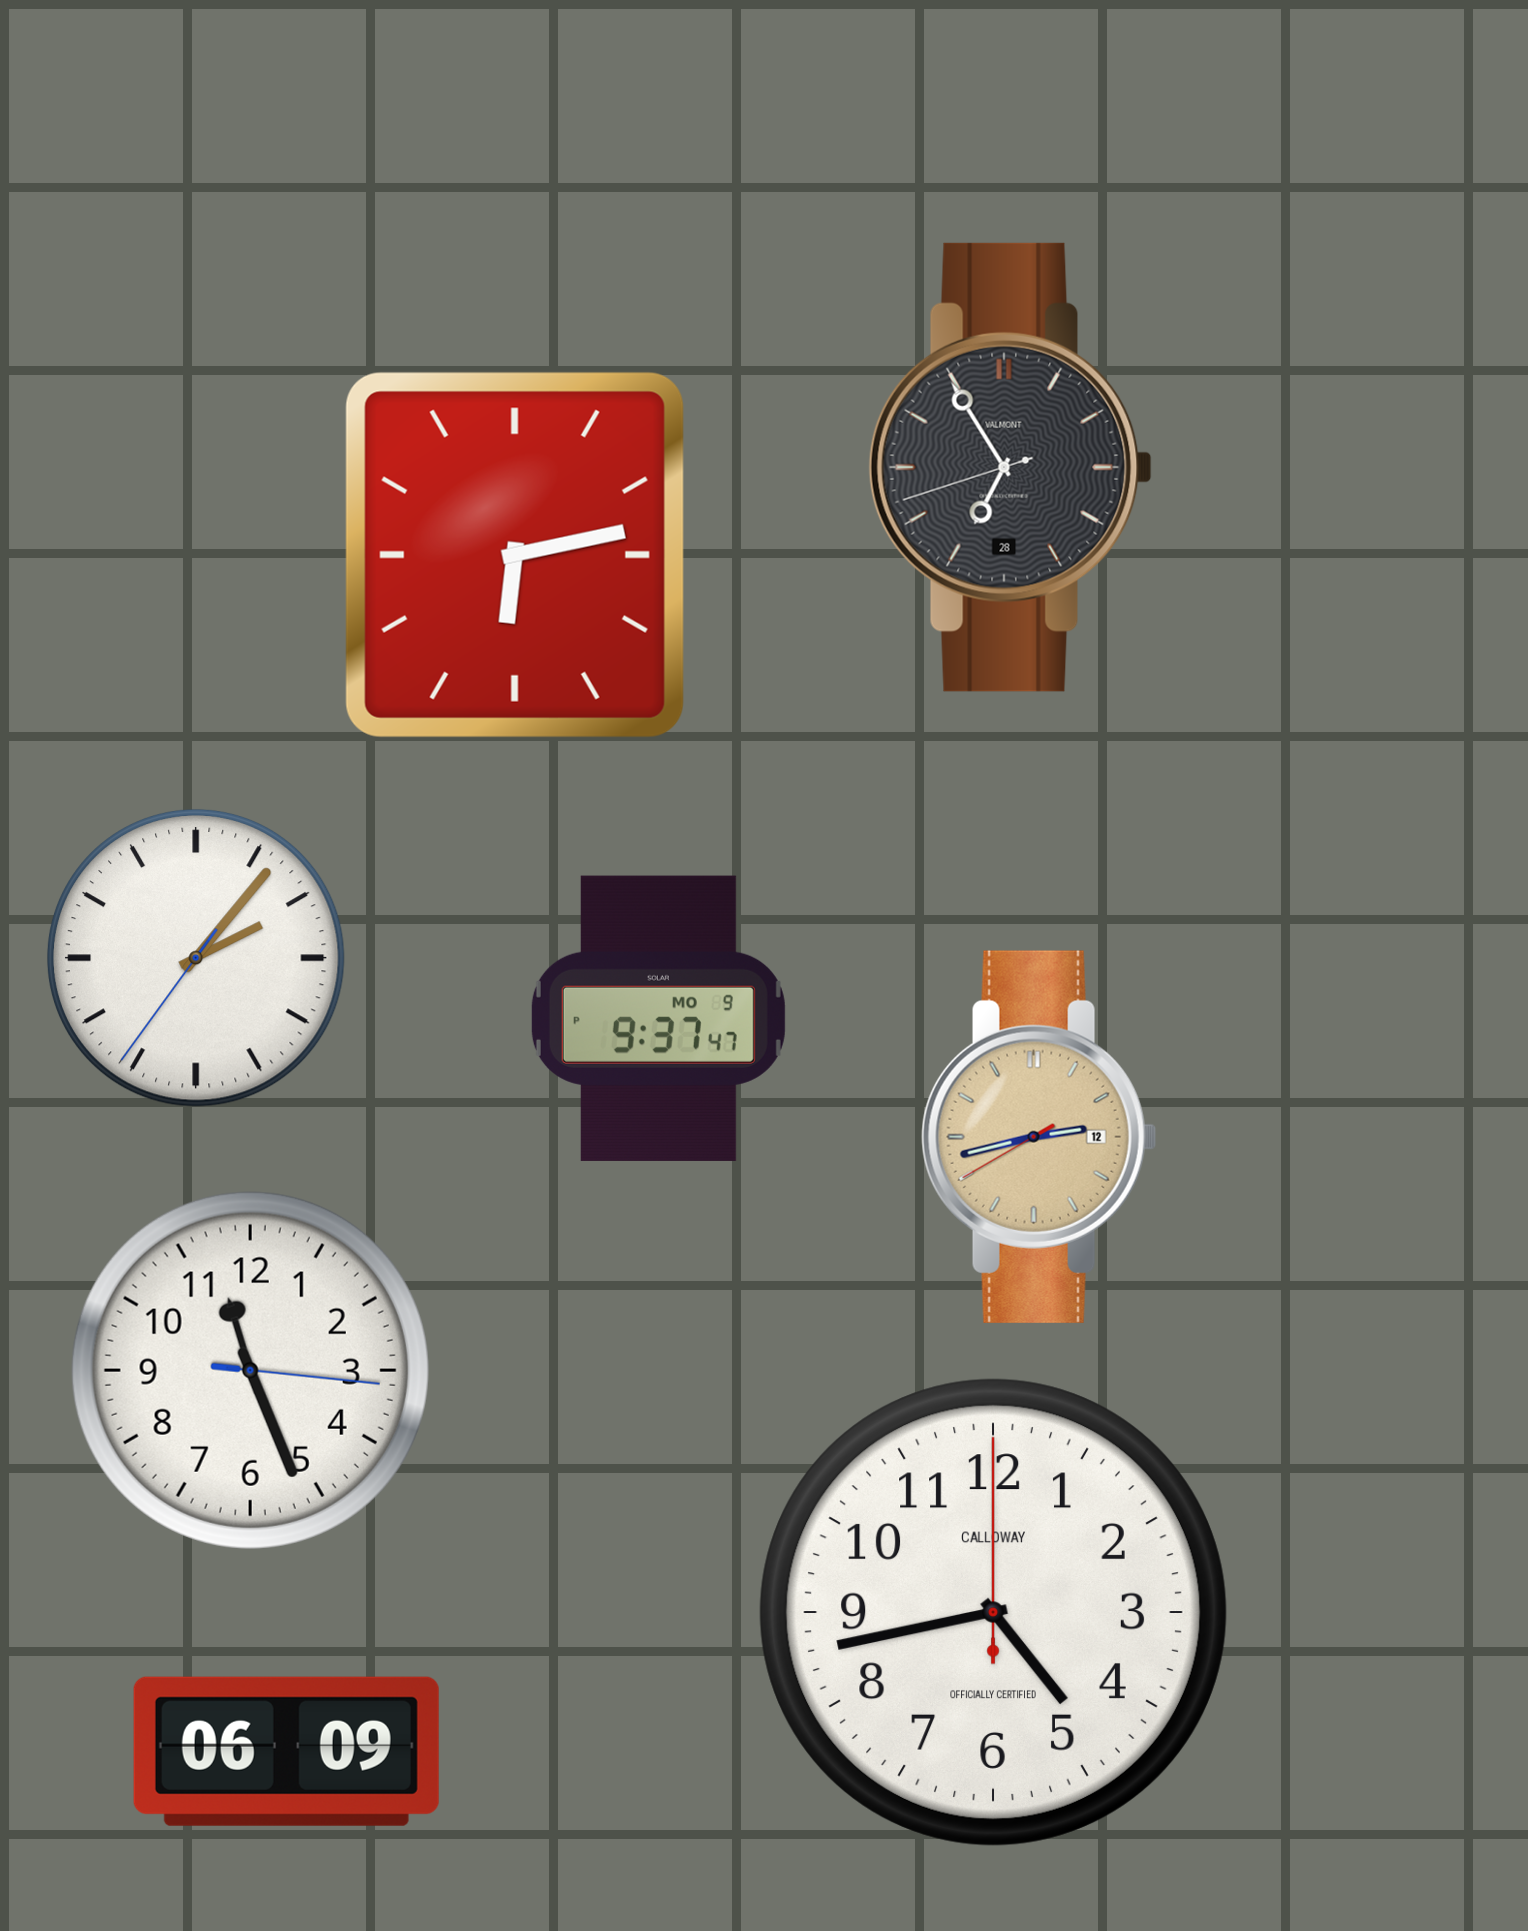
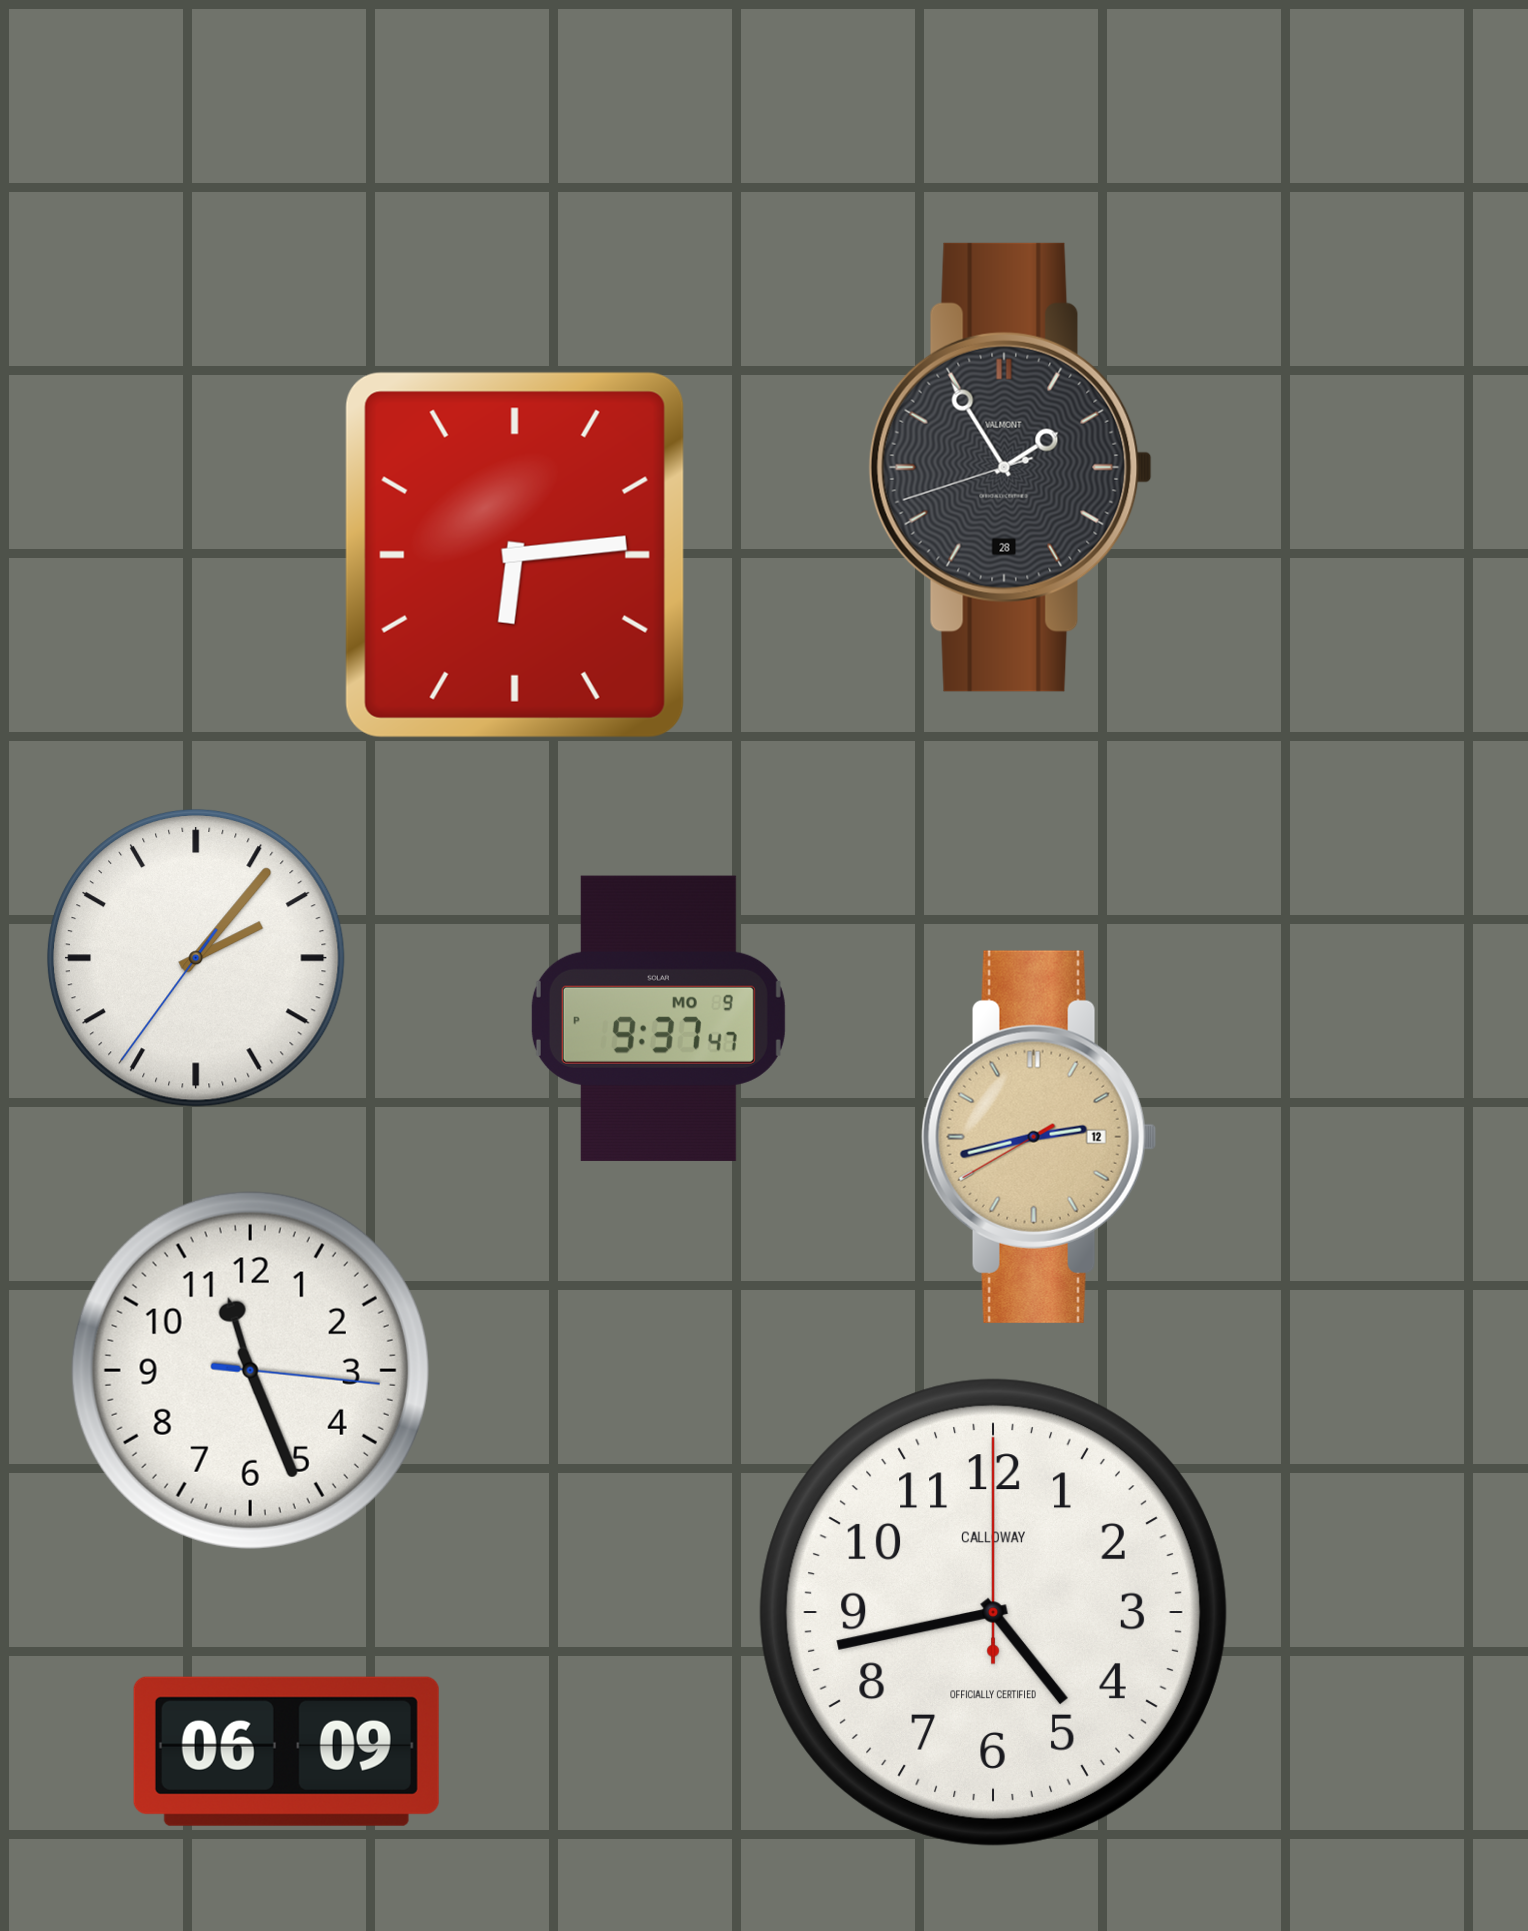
clock at (1010, 467): 6:54 -> 1:54
clock at (515, 555): 6:13 -> 6:14
